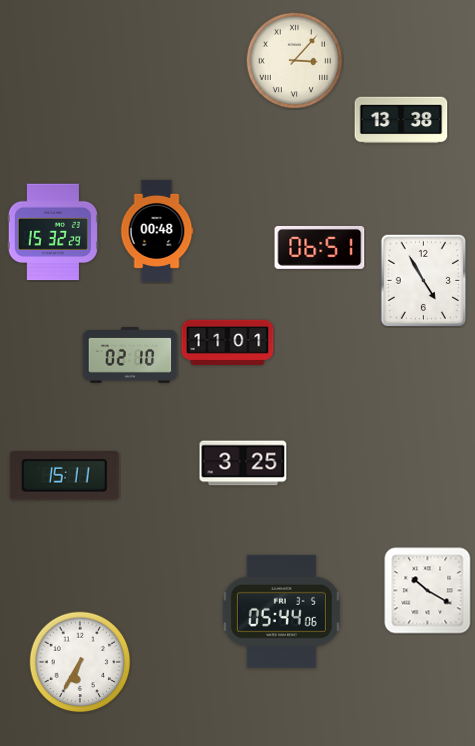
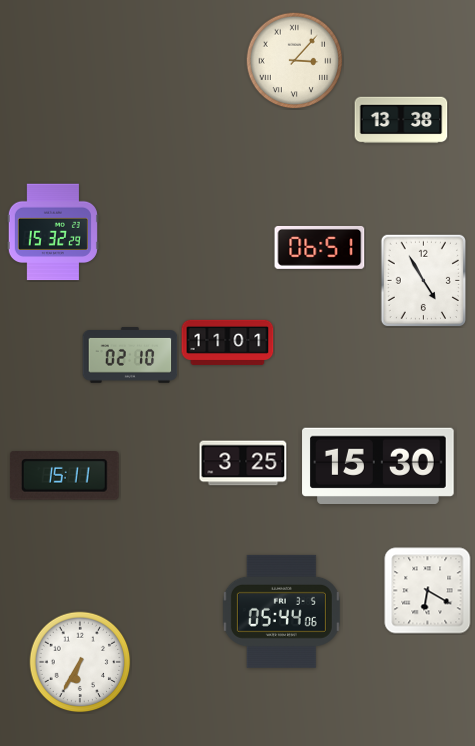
clock at (157, 231): 00:48 -> none
clock at (378, 465): none -> 15:30
clock at (428, 591): 10:20 -> 6:20
